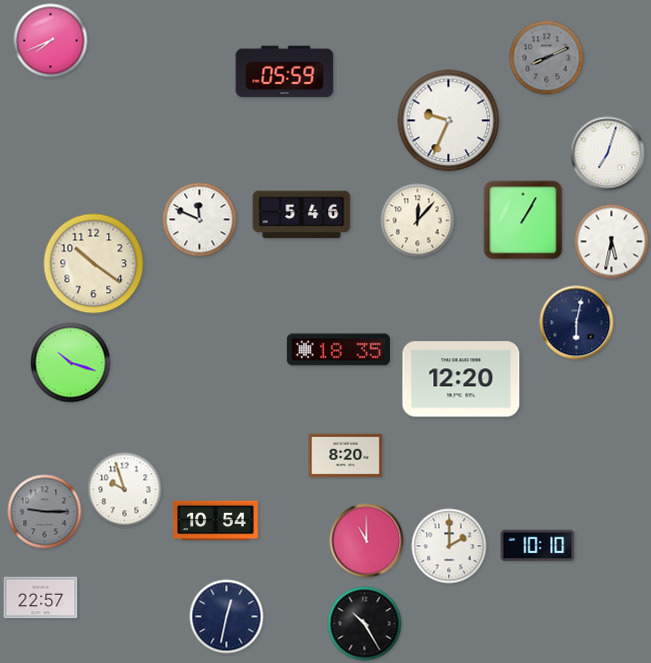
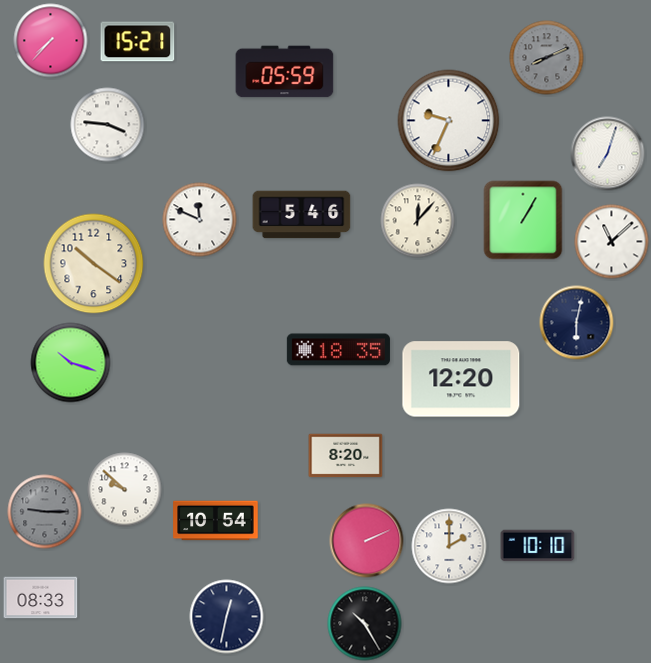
clock at (51, 41): 7:41 -> 7:37
clock at (138, 42): none -> 15:21
clock at (108, 125): none -> 3:46
clock at (612, 242): 5:32 -> 11:08
clock at (125, 490): 9:57 -> 9:52
clock at (367, 541): 11:00 -> 2:11
clock at (41, 598): 22:57 -> 08:33
